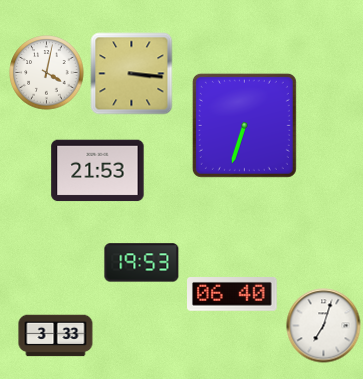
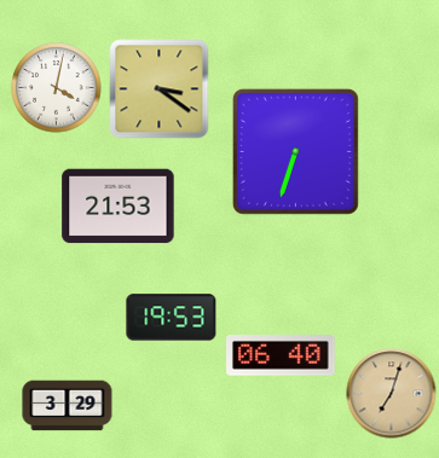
clock at (132, 74): 3:16 -> 3:21
clock at (324, 326) dial: white -> champagne
clock at (56, 336): 3:33 -> 3:29
